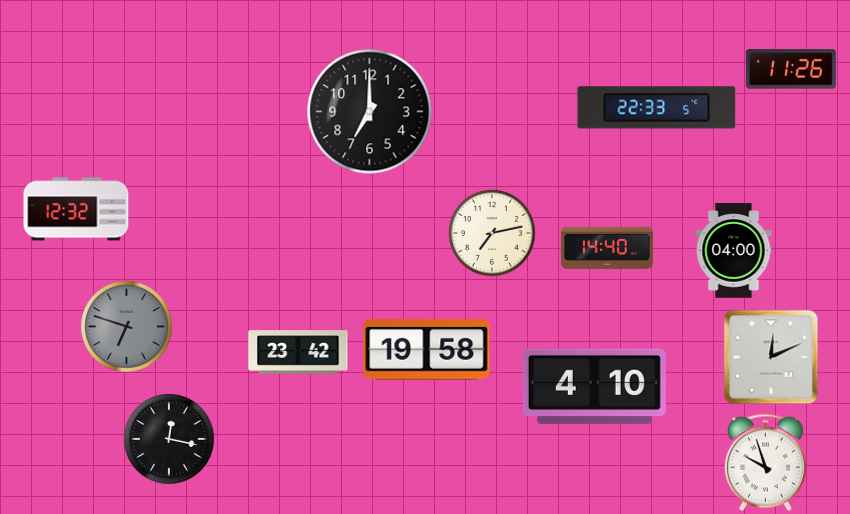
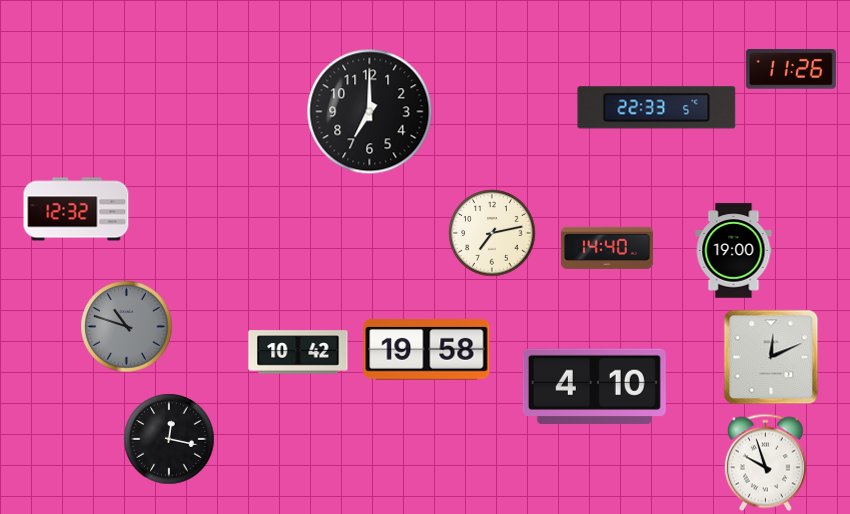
clock at (734, 251): 04:00 -> 19:00
clock at (127, 327): 6:48 -> 10:48
clock at (298, 352): 23:42 -> 10:42
